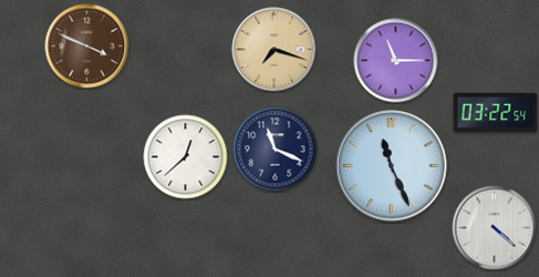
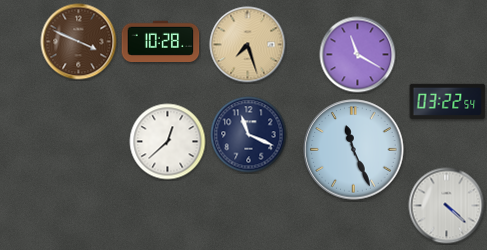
clock at (161, 41): none -> 10:28
clock at (274, 50): 7:18 -> 7:27
clock at (396, 61): 11:15 -> 11:20
